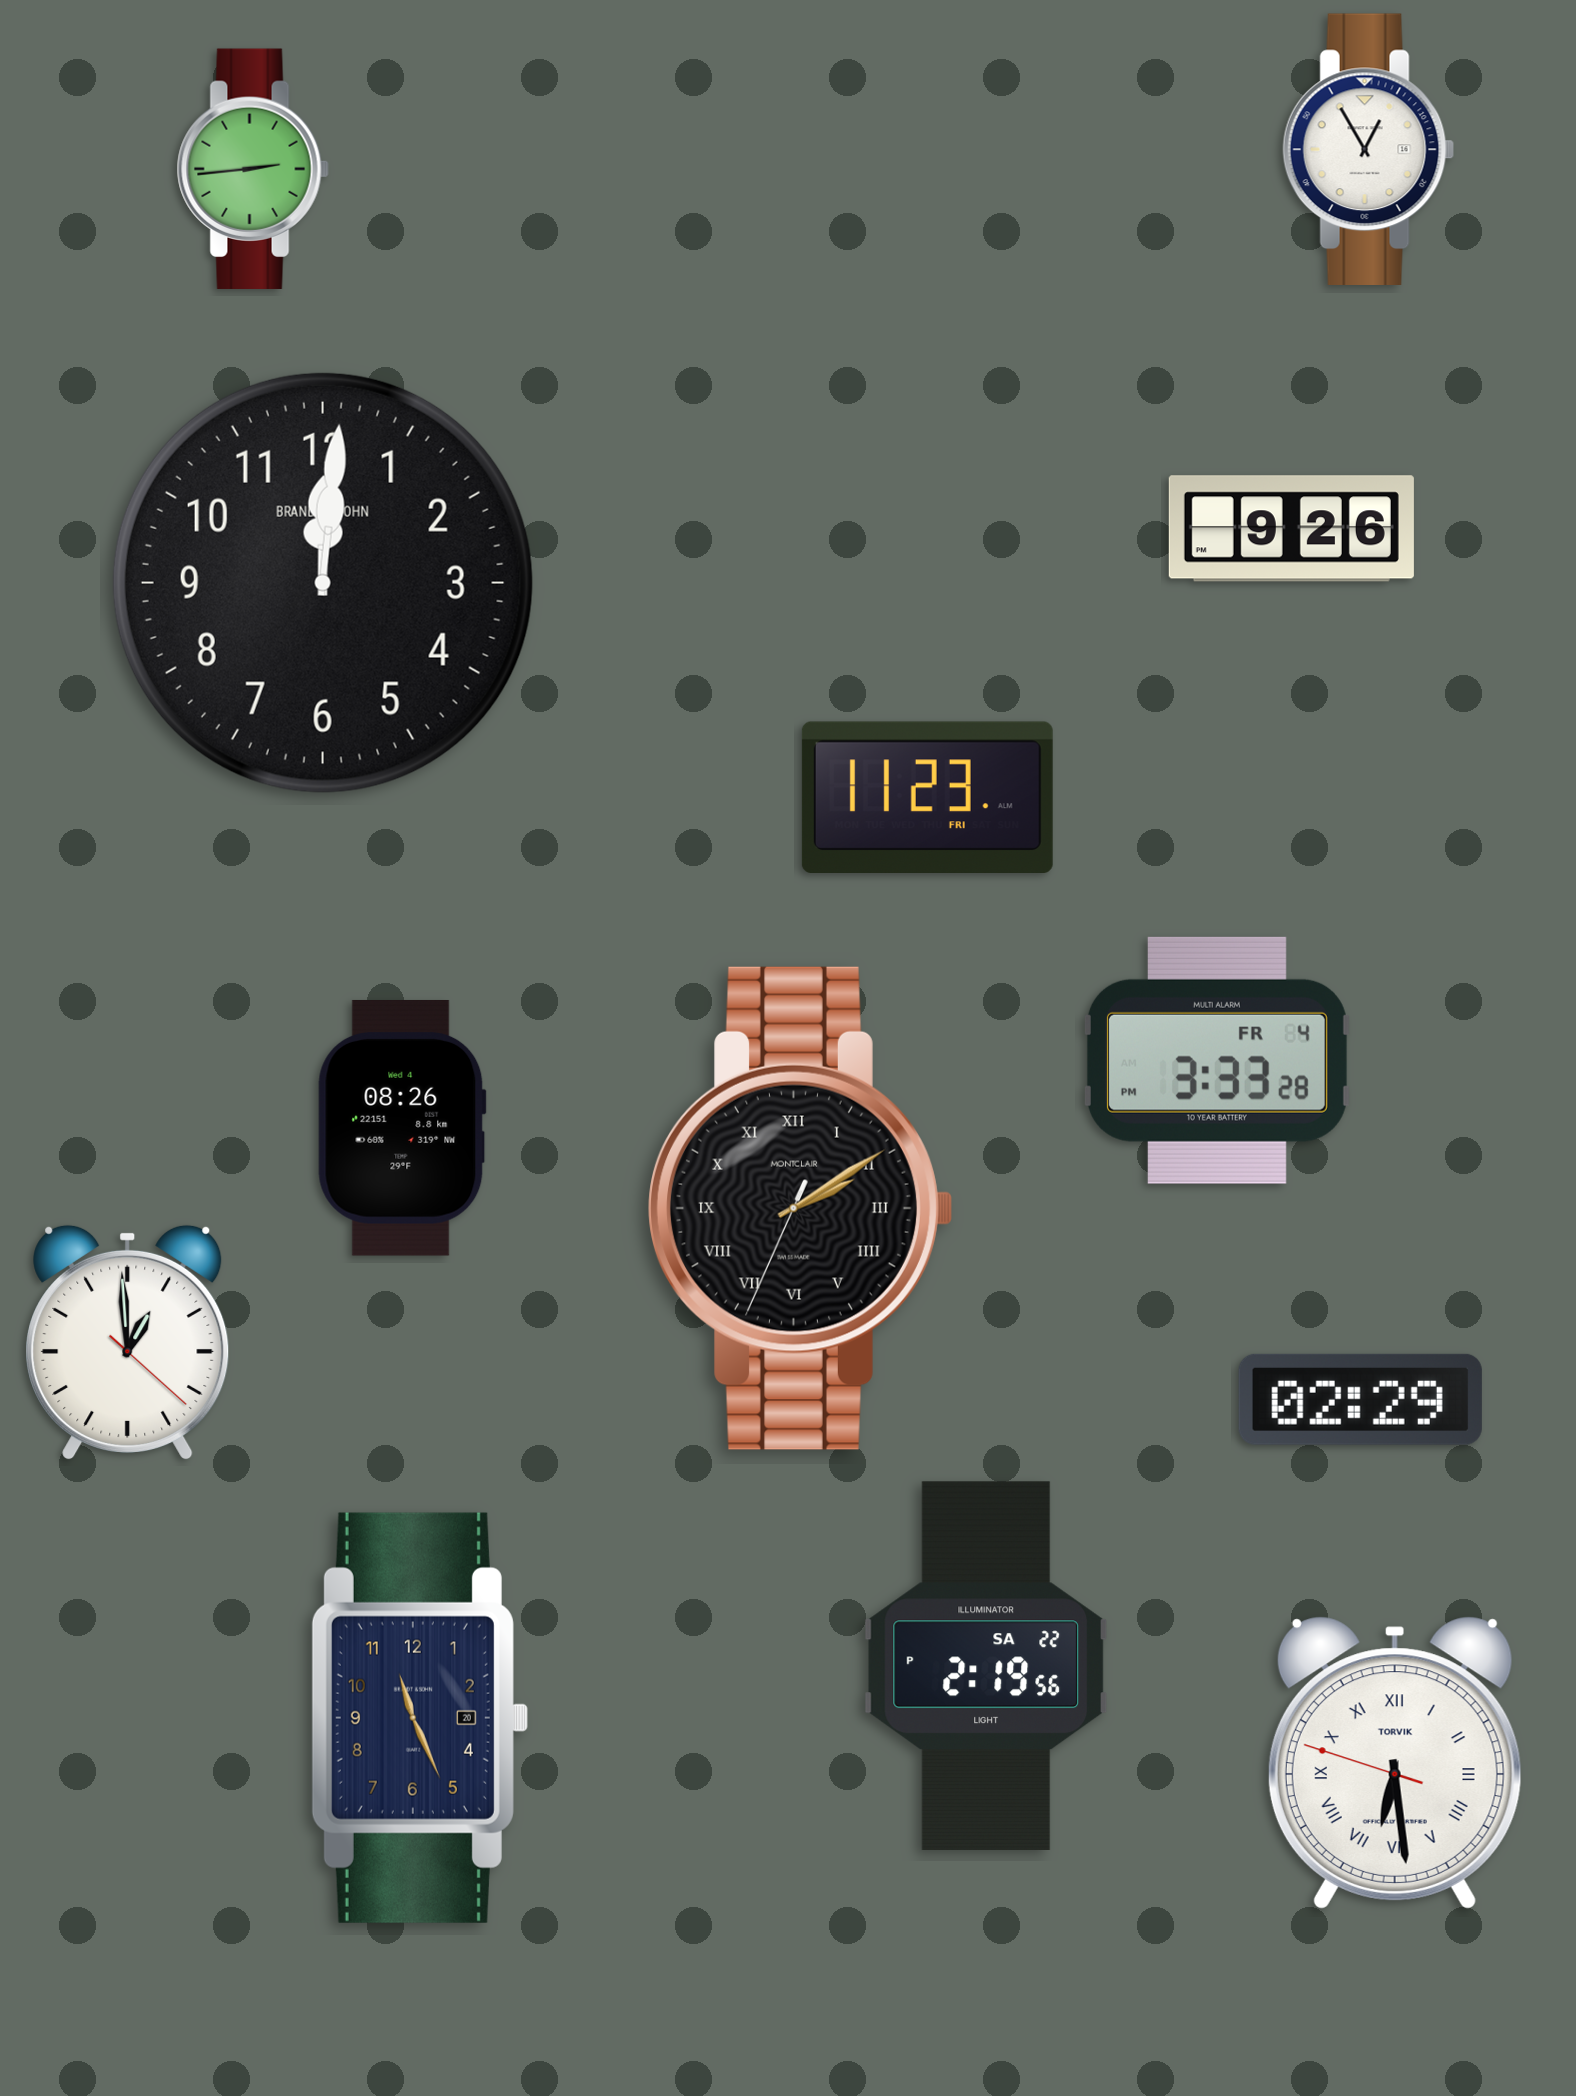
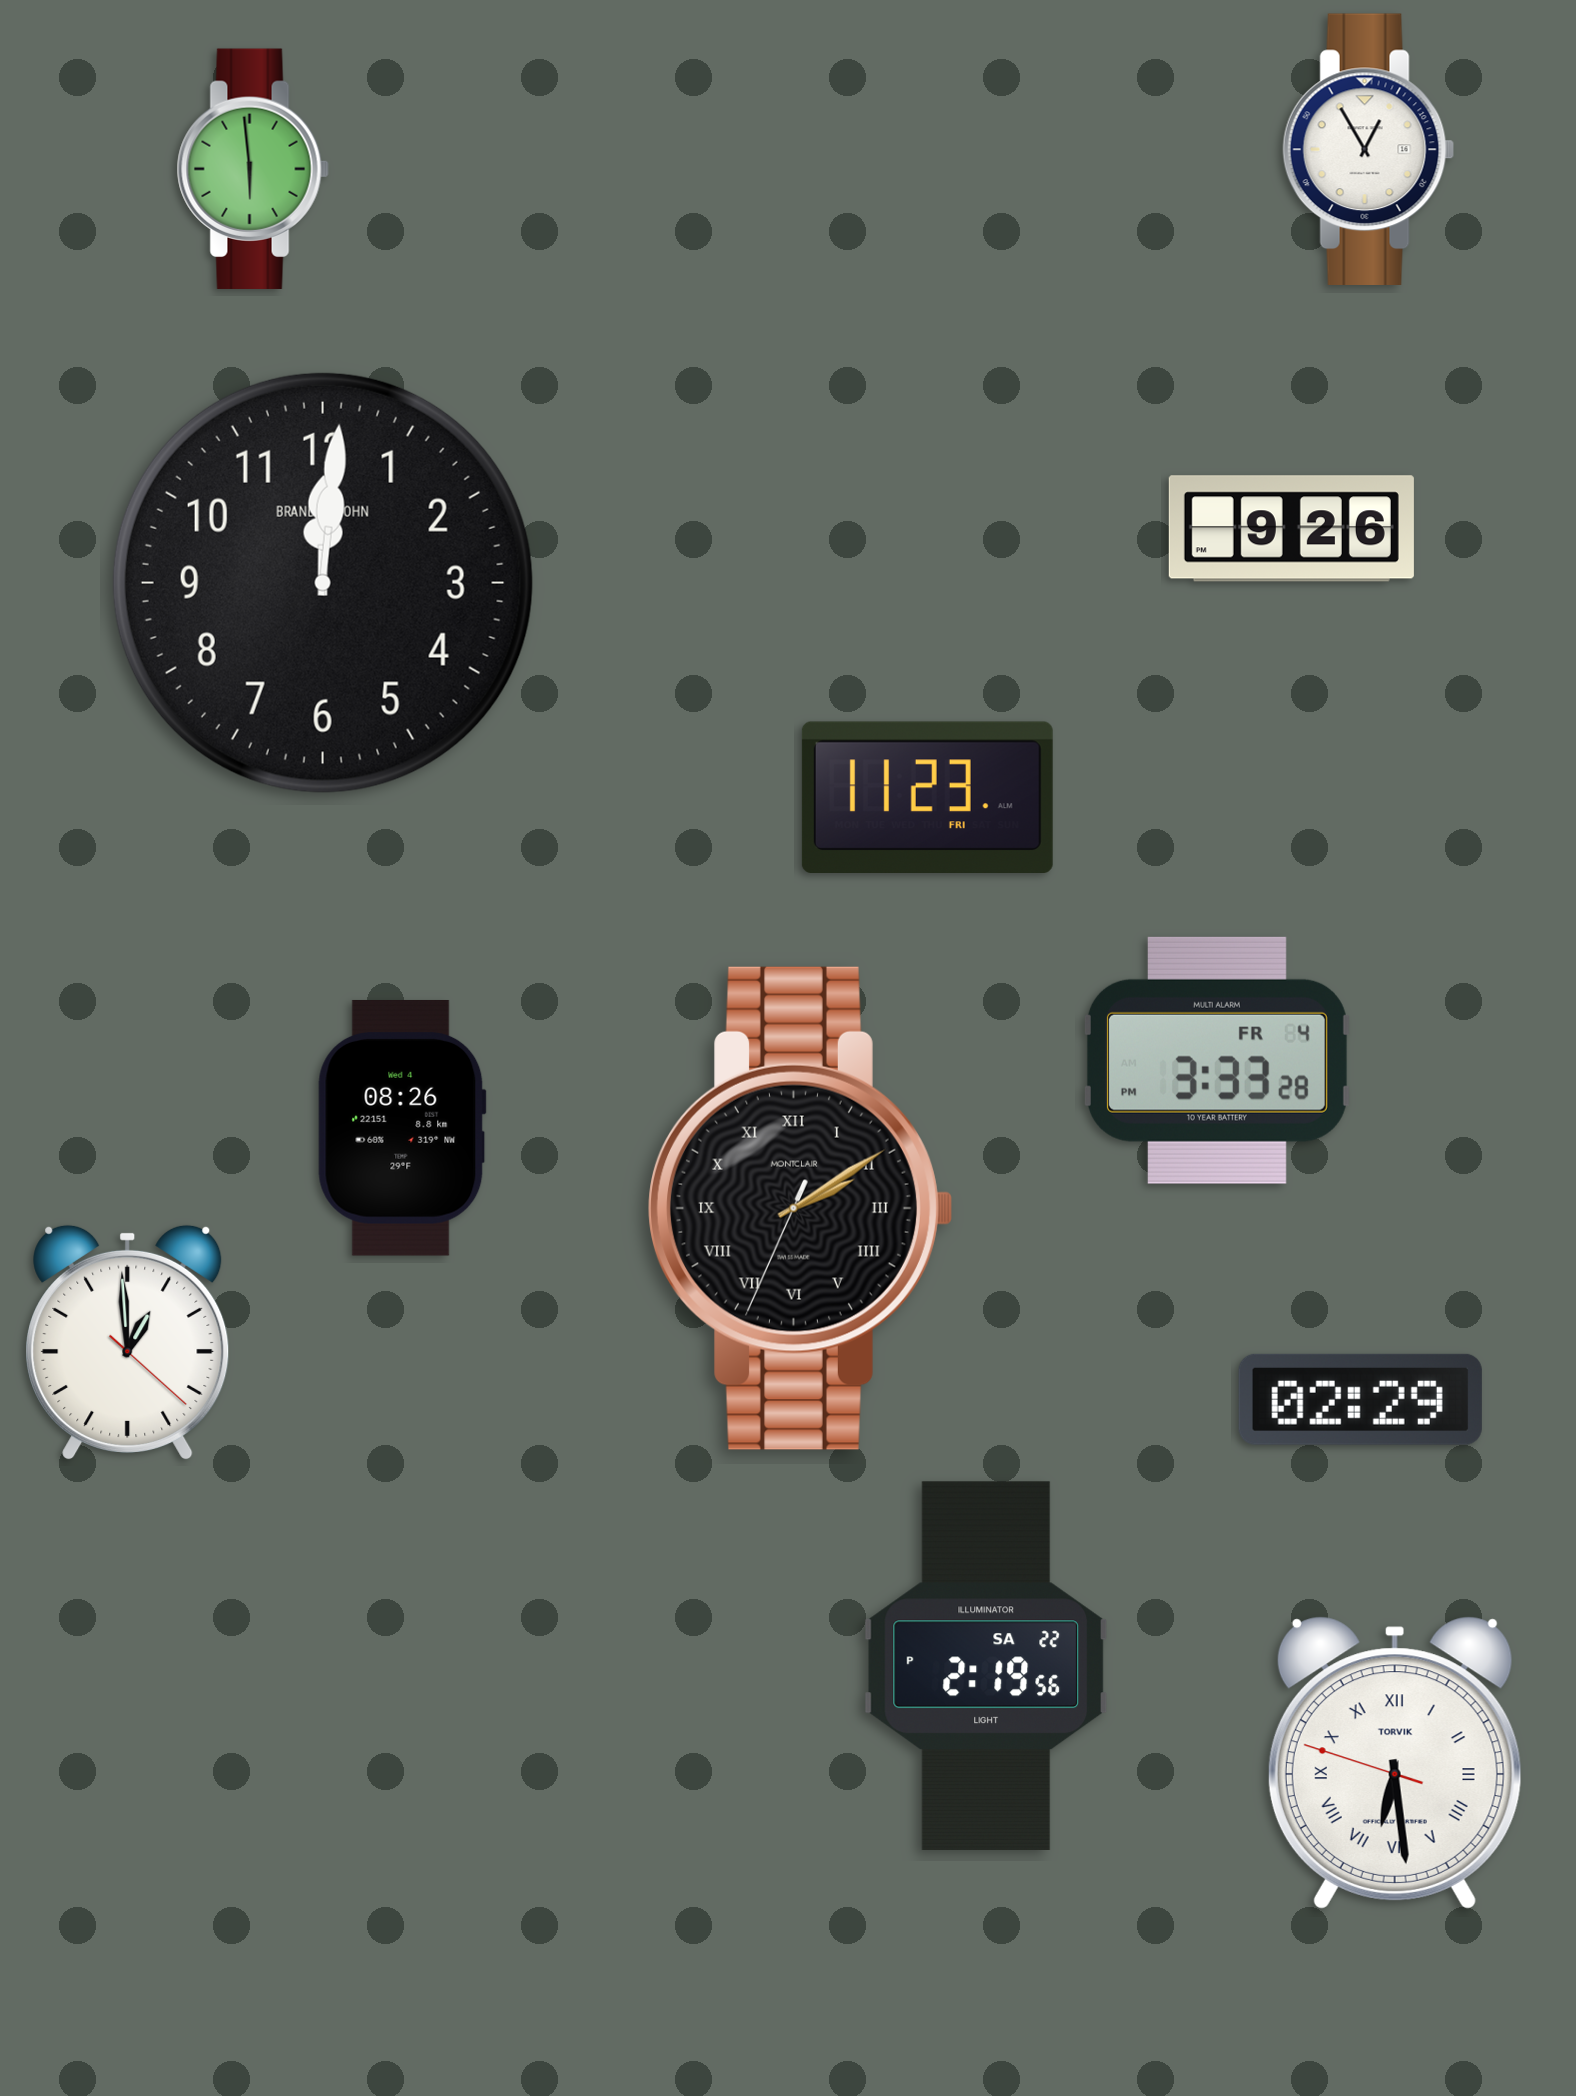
clock at (253, 169): 2:44 -> 5:59
clock at (420, 1718): 11:26 -> none
